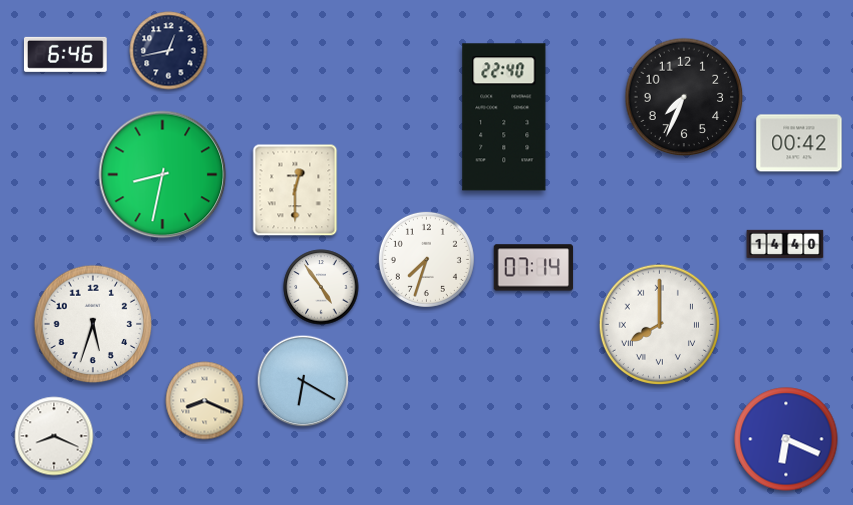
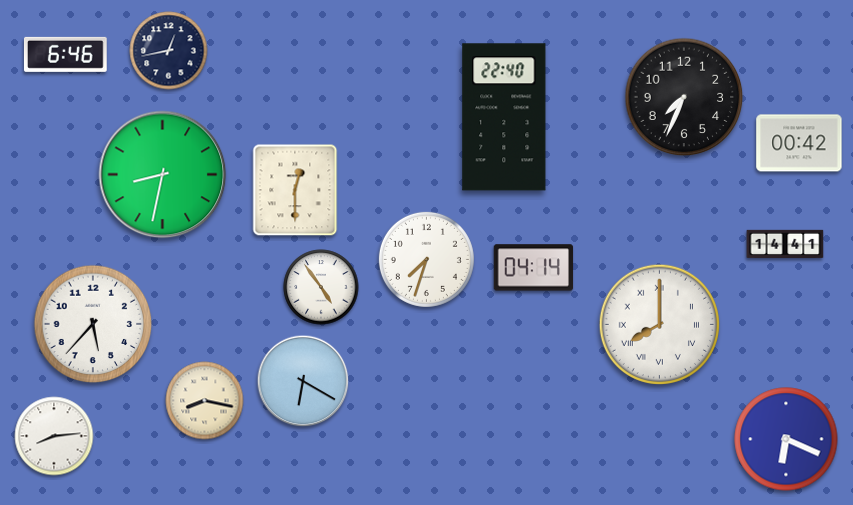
clock at (785, 243): 14:40 -> 14:41
clock at (534, 268): 07:14 -> 04:14
clock at (93, 324): 5:33 -> 5:37
clock at (205, 401): 8:19 -> 8:17
clock at (54, 436): 8:19 -> 8:14
